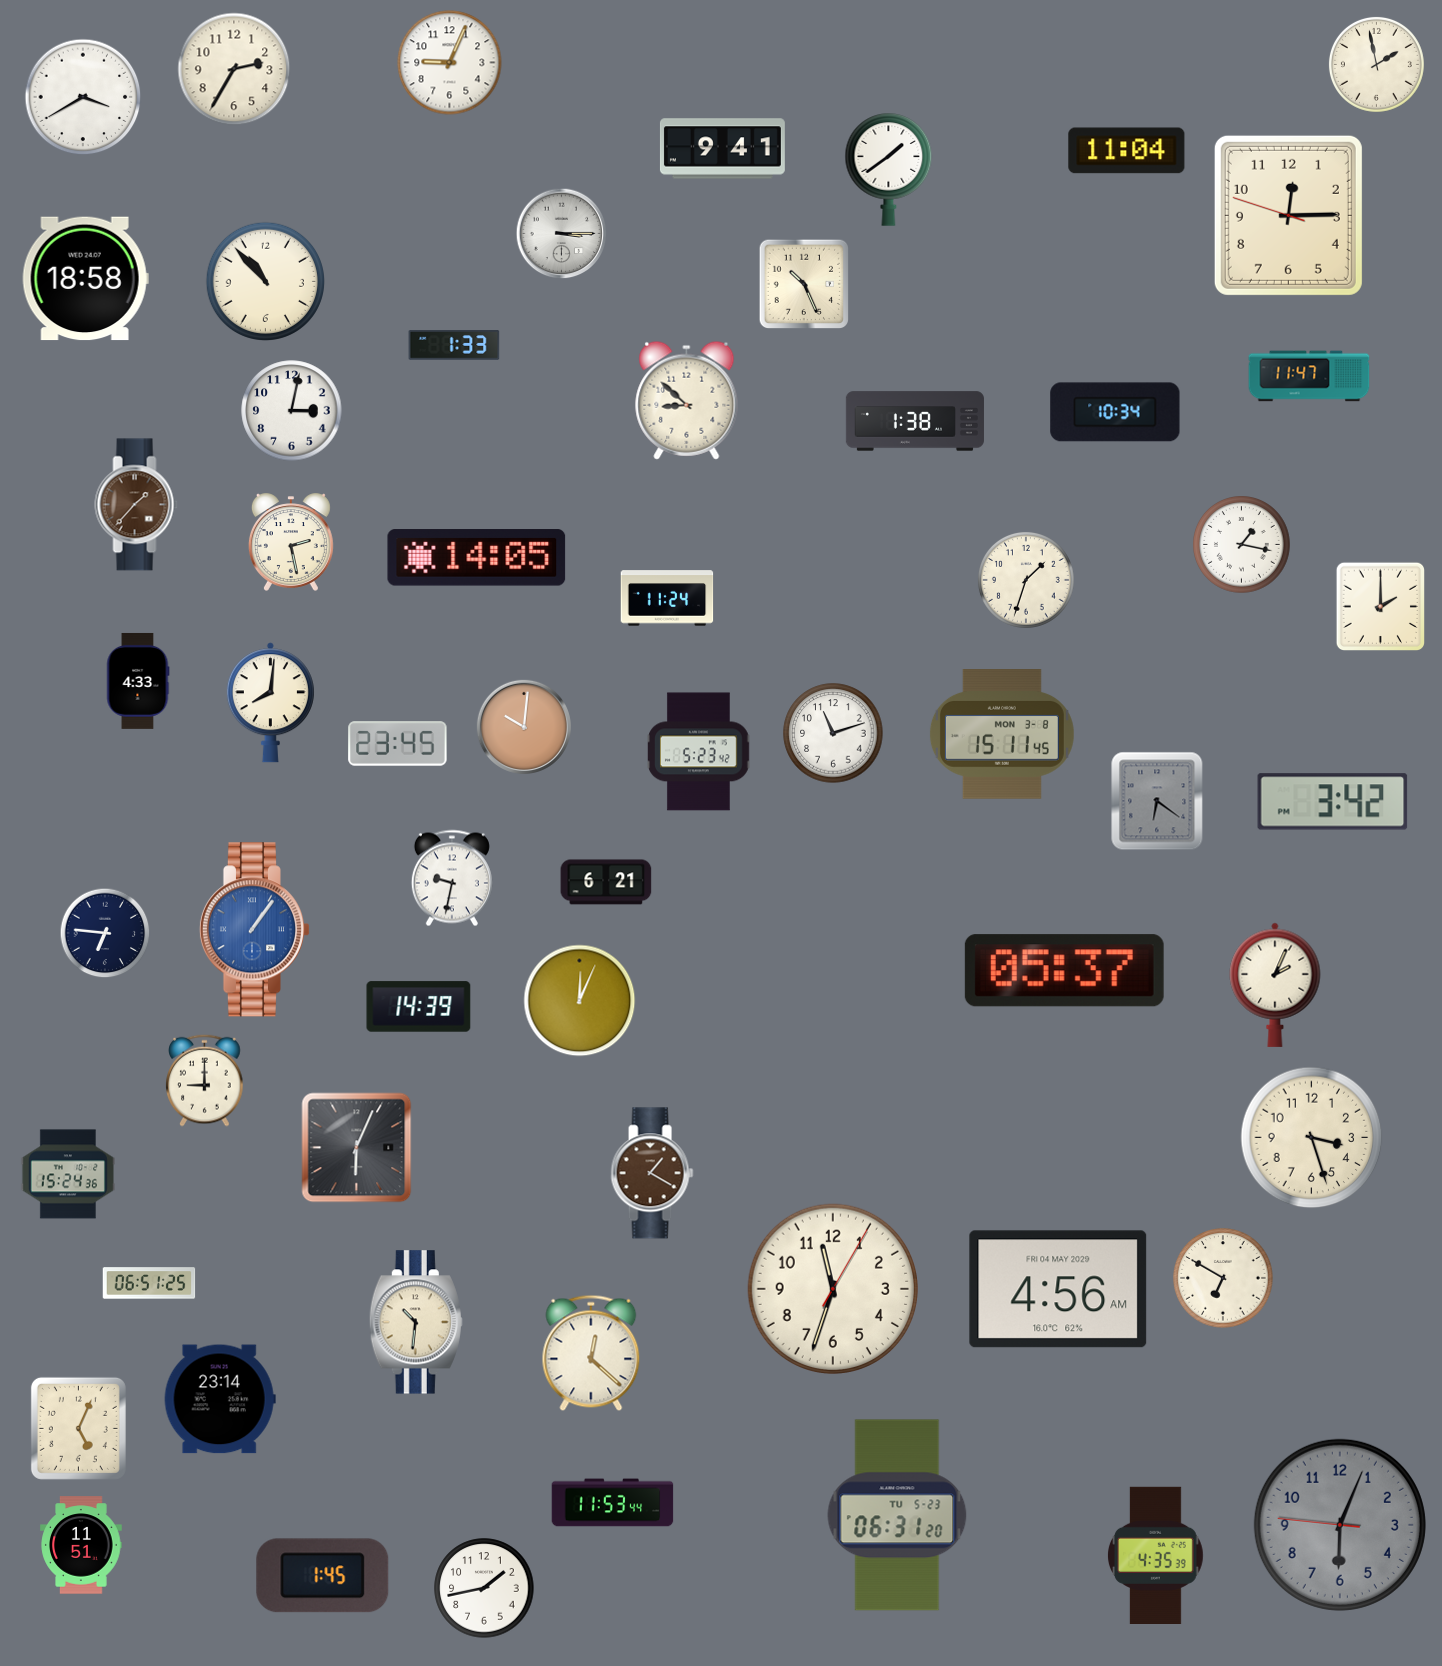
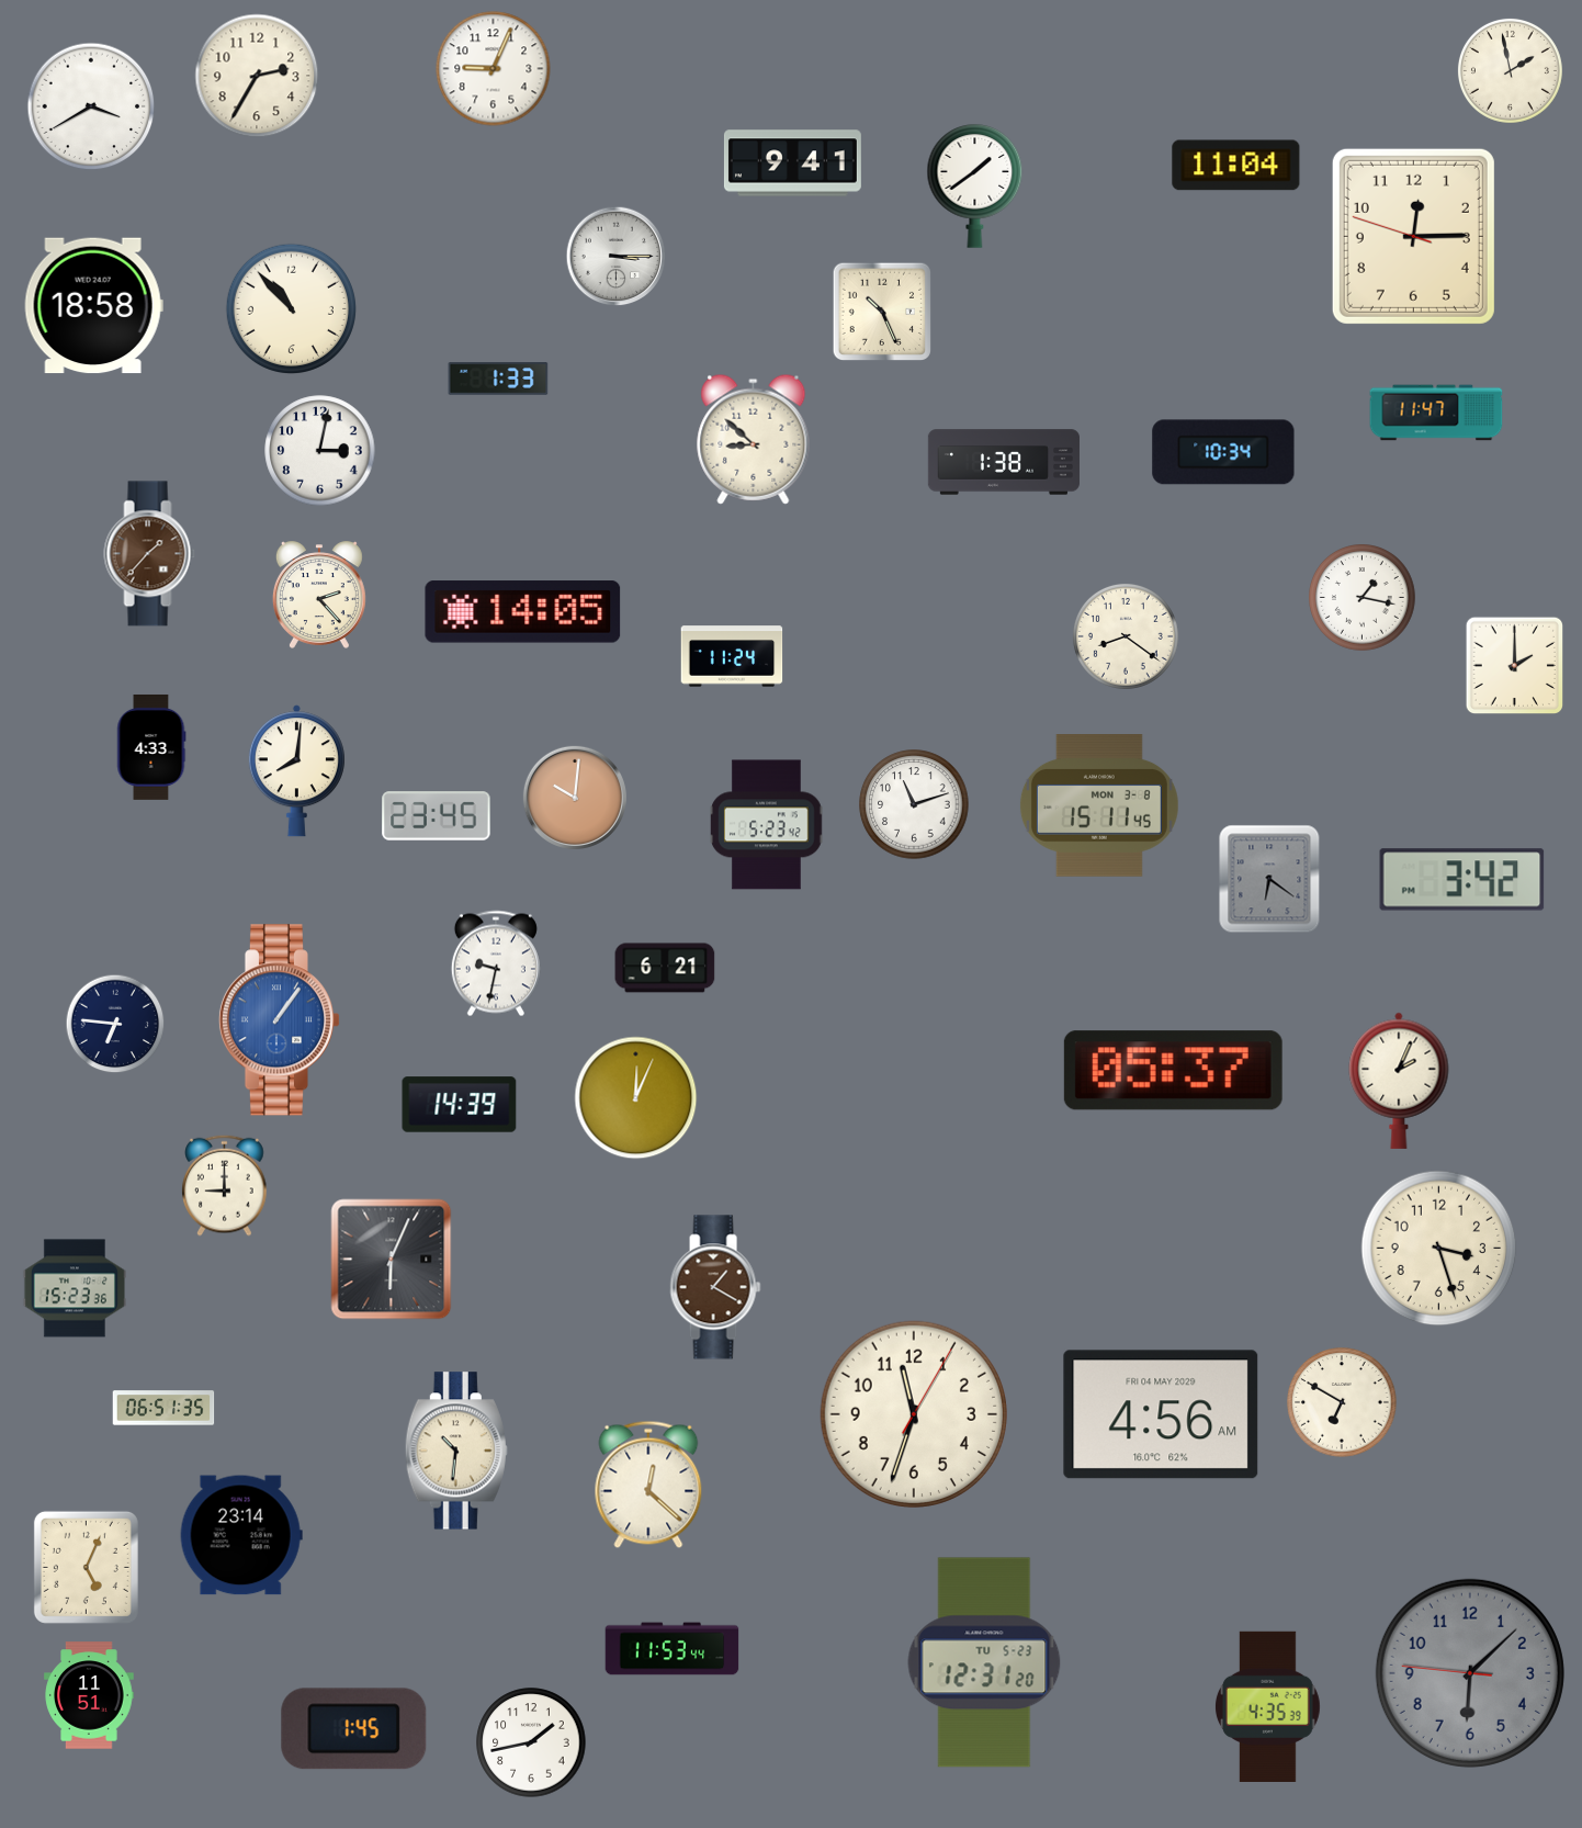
clock at (291, 542): 2:28 -> 2:23
clock at (1026, 580): 1:33 -> 8:21
clock at (1064, 971) position: (1064, 971) -> (1173, 1071)
clock at (68, 1174): 15:24 -> 15:23
clock at (149, 1283): 06:51:25 -> 06:51:35
clock at (897, 1515): 06:31 -> 12:31
clock at (1340, 1525): 6:03 -> 6:07
